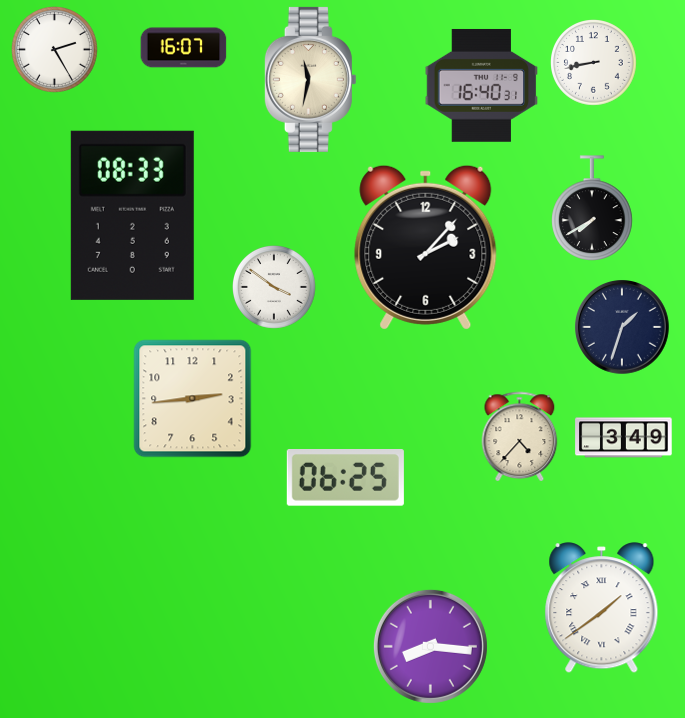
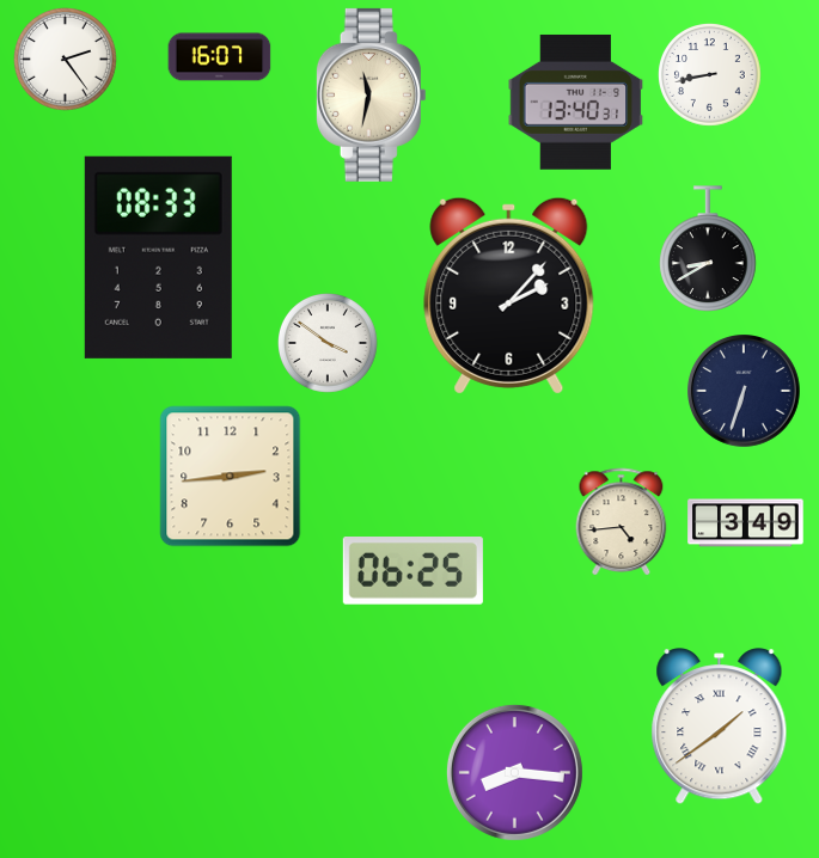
clock at (55, 50): 2:25 -> 2:24
clock at (482, 85): 16:40 -> 13:40
clock at (592, 208): 7:40 -> 8:40
clock at (623, 328): 1:33 -> 6:33
clock at (520, 436): 4:37 -> 4:44
